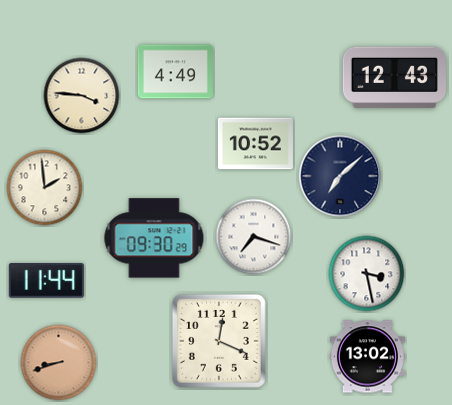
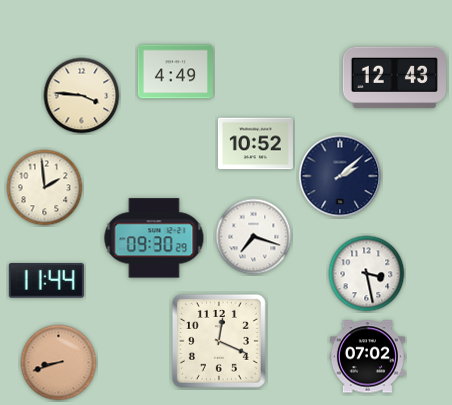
clock at (340, 176): 7:08 -> 2:08
clock at (367, 357): 13:02 -> 07:02
